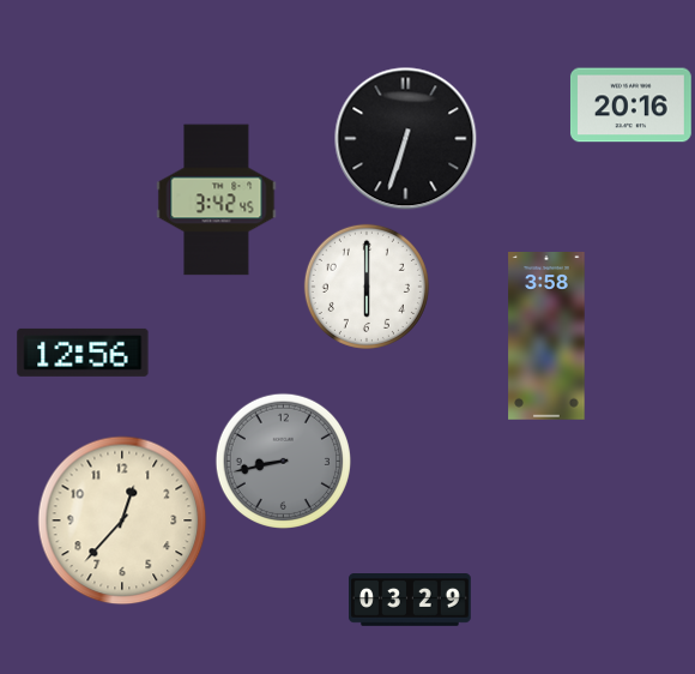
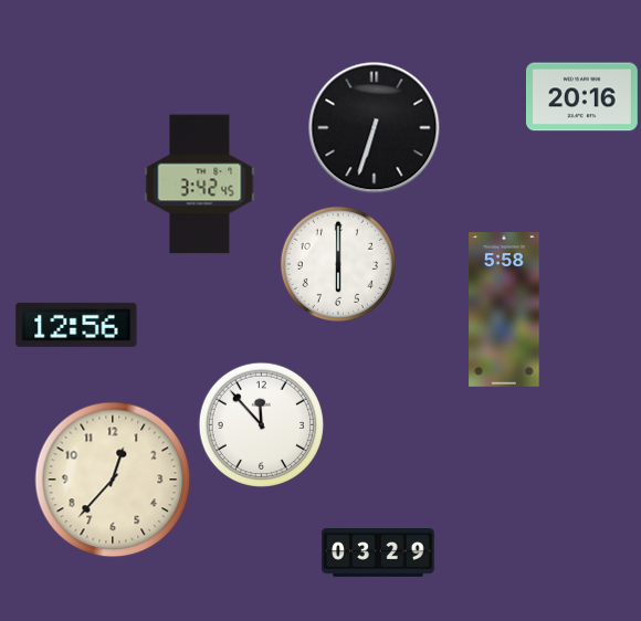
clock at (546, 337): 3:58 -> 5:58
clock at (283, 461): 8:43 -> 11:53
clock at (283, 461) dial: grey -> white
